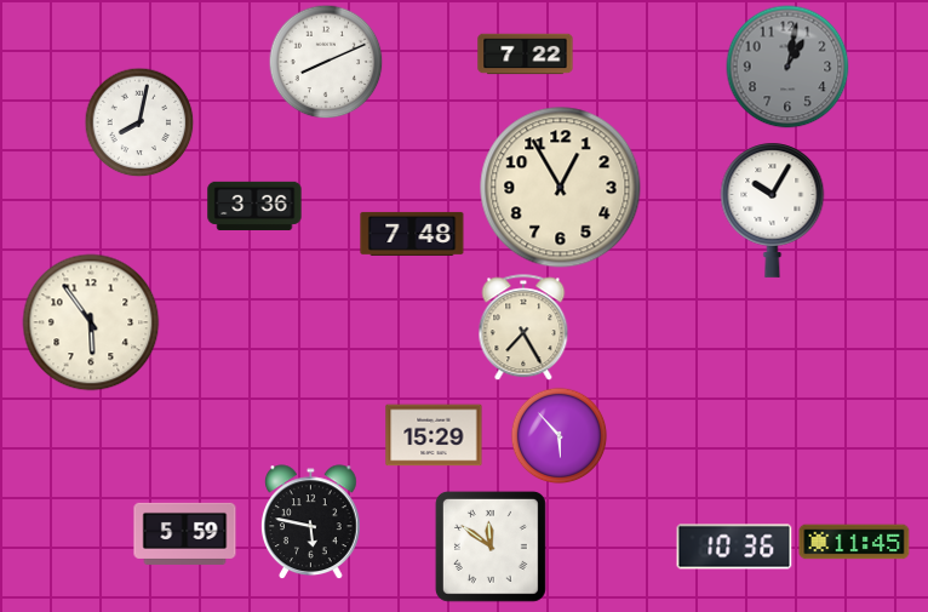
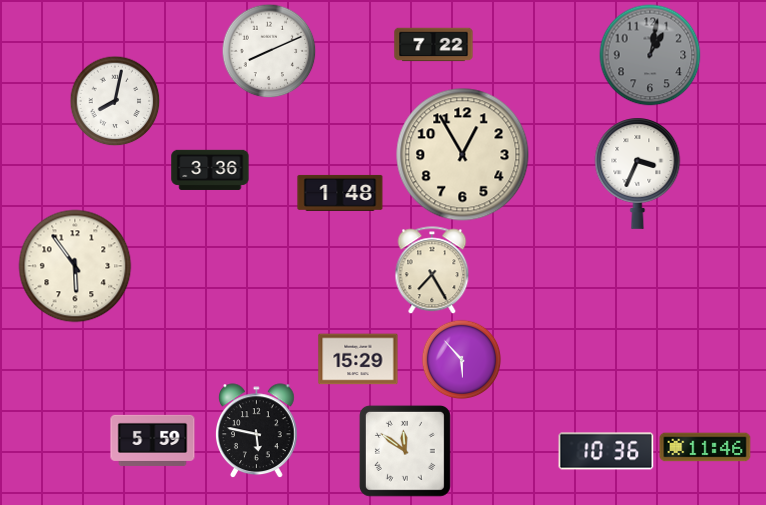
clock at (773, 210): 10:05 -> 3:34
clock at (412, 234): 7:48 -> 1:48
clock at (854, 542): 11:45 -> 11:46
